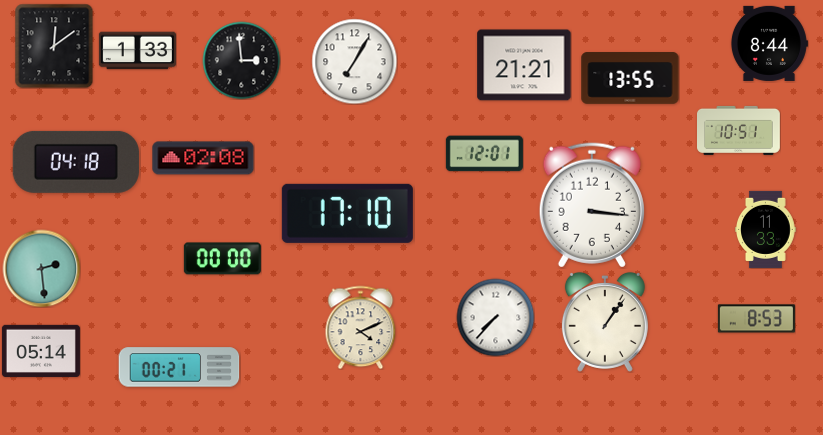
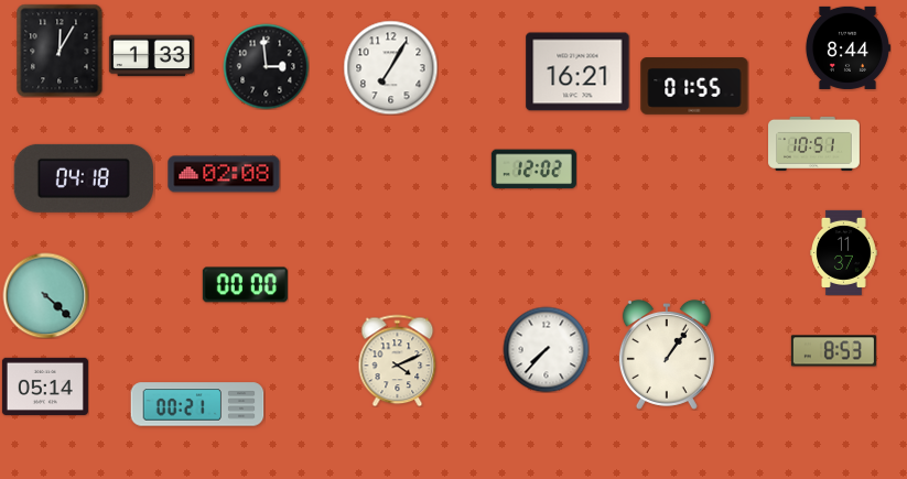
clock at (54, 46): 12:09 -> 12:05
clock at (524, 65): 21:21 -> 16:21
clock at (630, 78): 13:55 -> 01:55
clock at (484, 154): 12:01 -> 12:02
clock at (592, 205): 3:16 -> none
clock at (347, 213): 17:10 -> none
clock at (766, 229): 11:33 -> 11:37
clock at (41, 268): 2:29 -> 4:22
